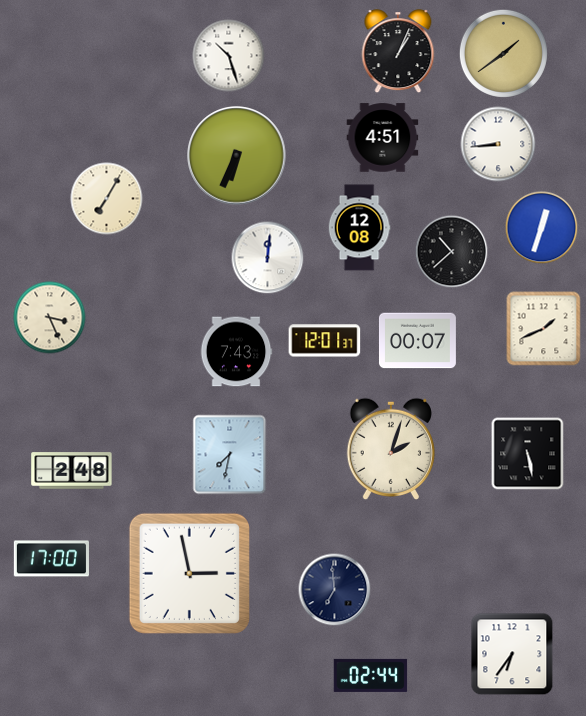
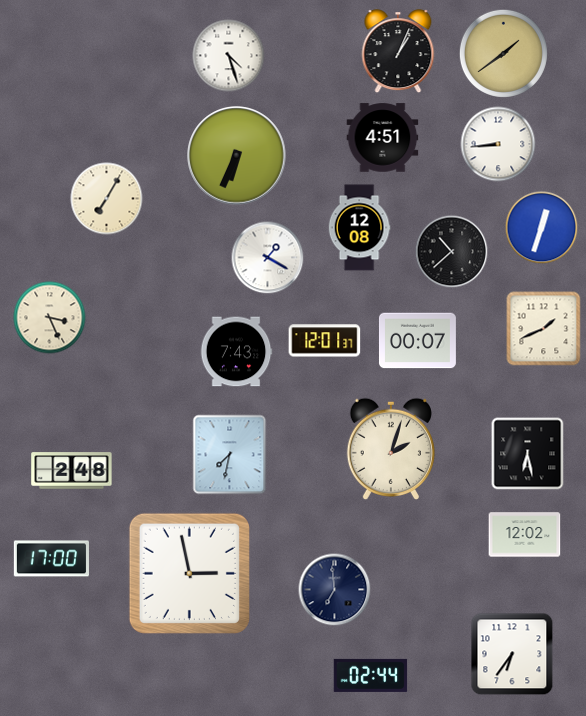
clock at (229, 56): 10:27 -> 4:27
clock at (268, 258): 12:01 -> 1:20
clock at (528, 454): 5:28 -> 6:28
clock at (525, 535): none -> 12:02
